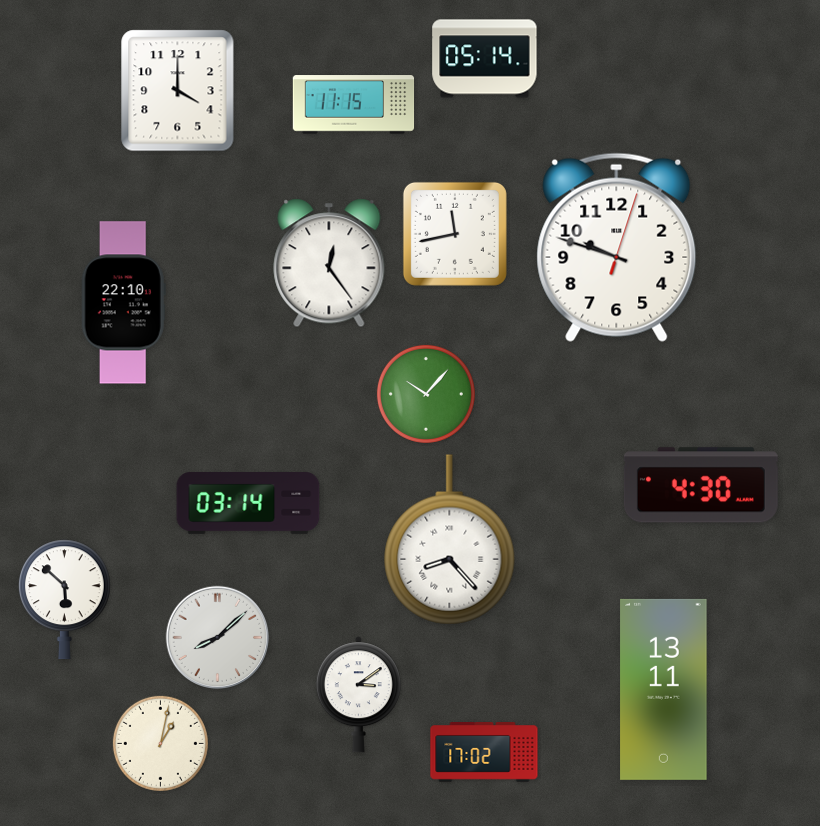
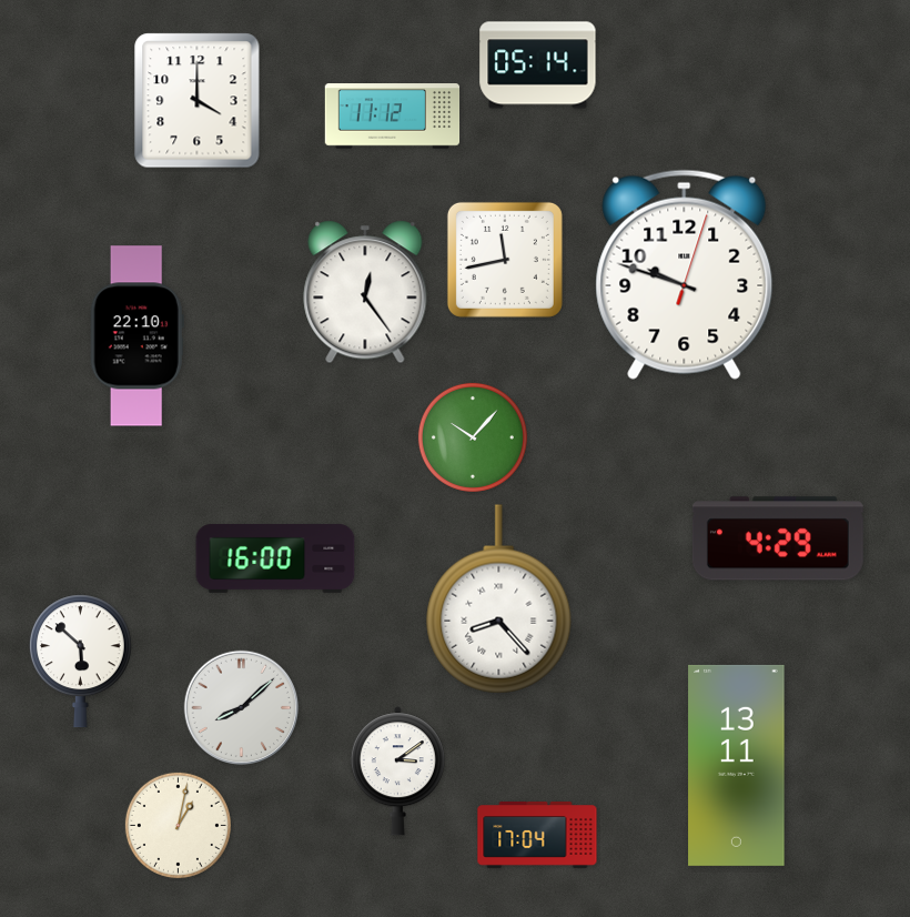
clock at (354, 105): 11:15 -> 11:12
clock at (701, 485): 4:30 -> 4:29
clock at (248, 504): 03:14 -> 16:00
clock at (64, 600) position: (64, 600) -> (80, 662)
clock at (484, 753): 17:02 -> 17:04
